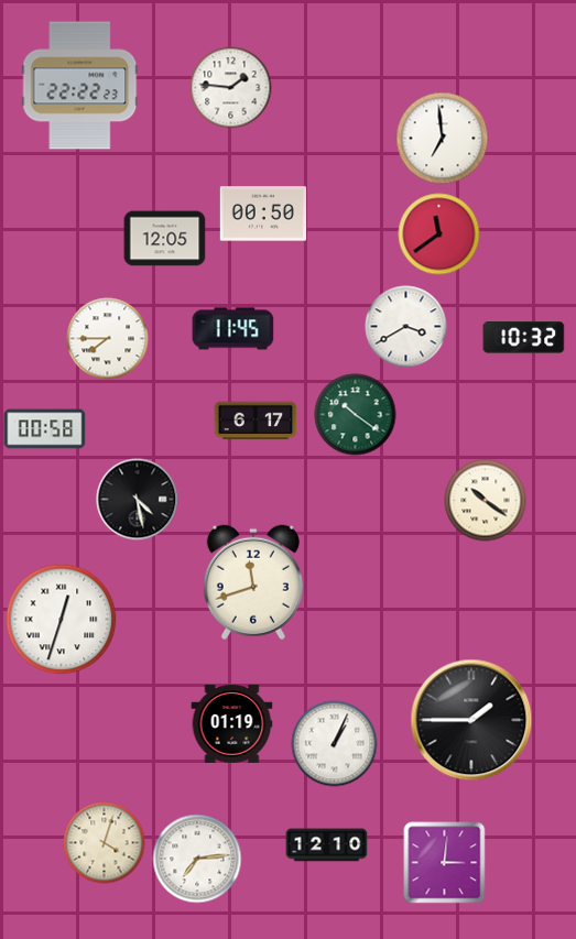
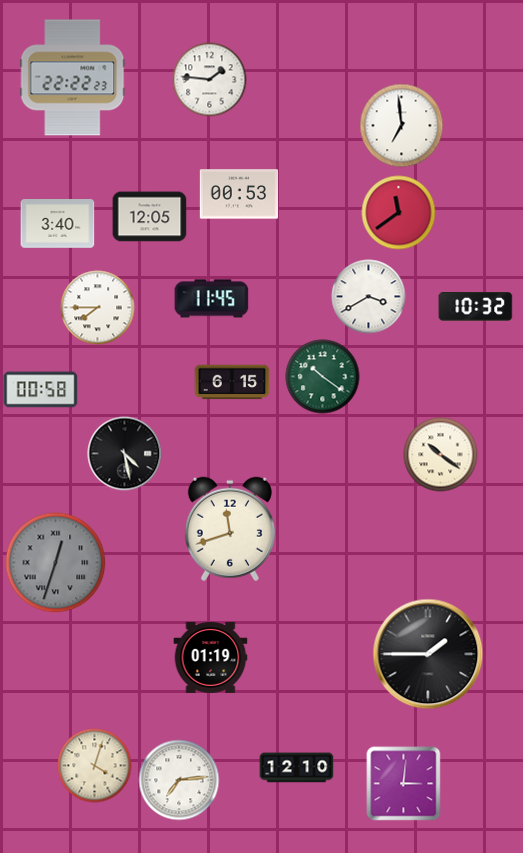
clock at (262, 214): 00:50 -> 00:53
clock at (58, 224): none -> 3:40
clock at (256, 421): 6:17 -> 6:15
clock at (62, 620) dial: white -> grey
clock at (335, 744): 1:04 -> none
